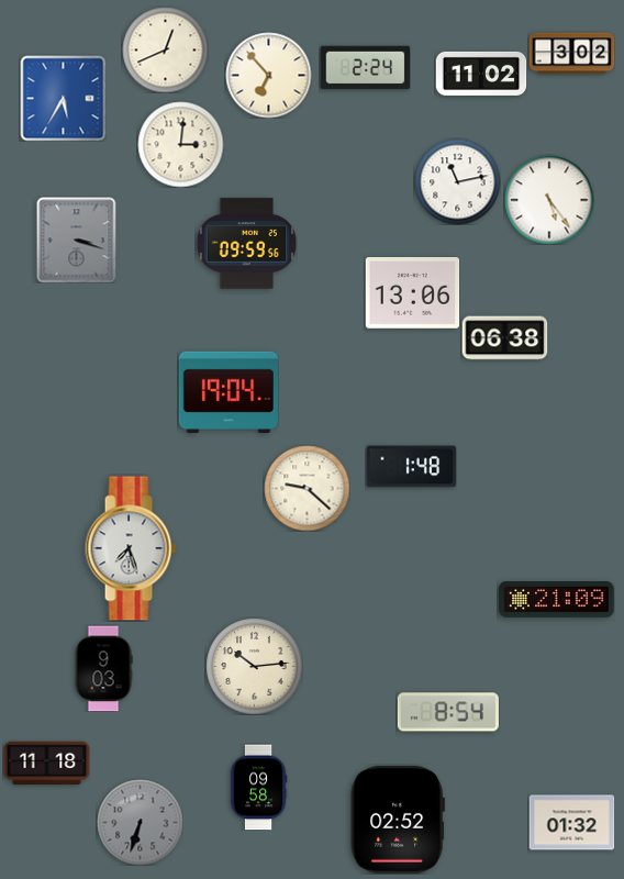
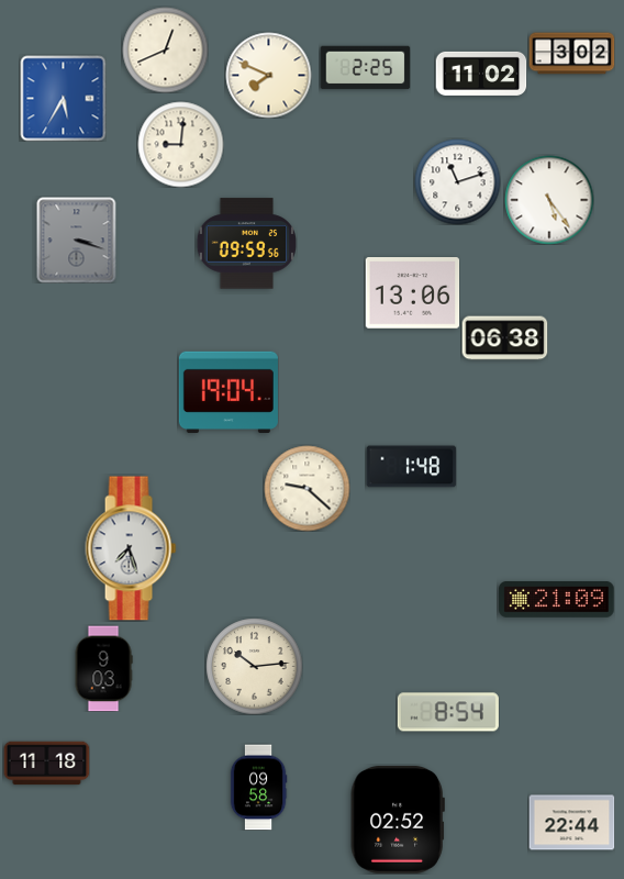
clock at (365, 68): 2:24 -> 2:25
clock at (268, 75): 6:53 -> 7:49
clock at (180, 144): 3:01 -> 9:01
clock at (457, 181): 11:13 -> 11:12
clock at (140, 822): 6:33 -> none
clock at (571, 823): 01:32 -> 22:44
